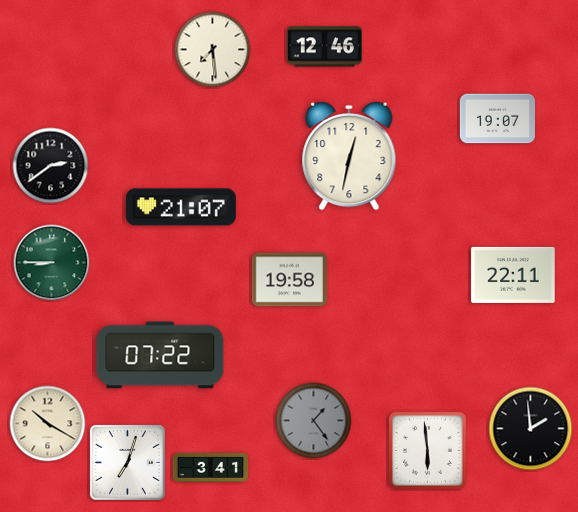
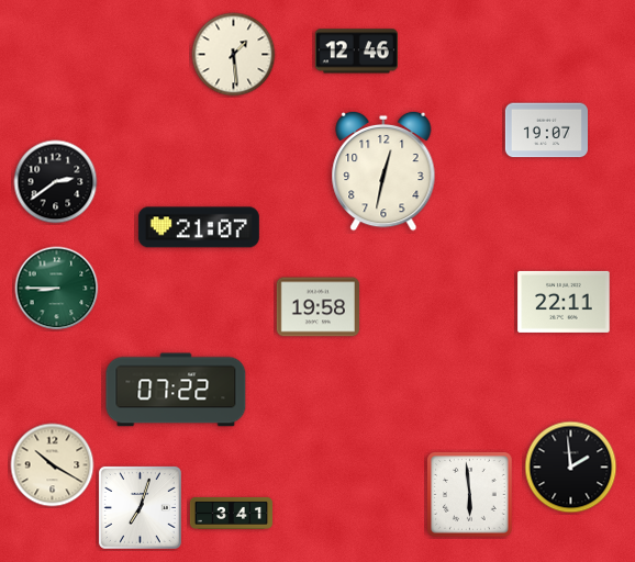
clock at (213, 50): 7:29 -> 1:29
clock at (314, 421): 1:24 -> none
clock at (531, 429) position: (531, 429) -> (571, 468)
